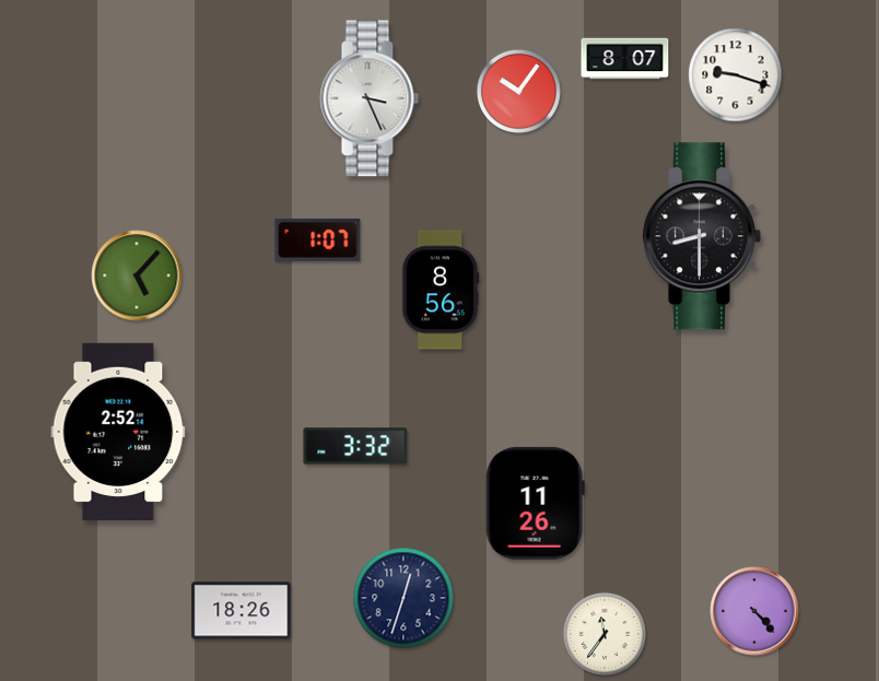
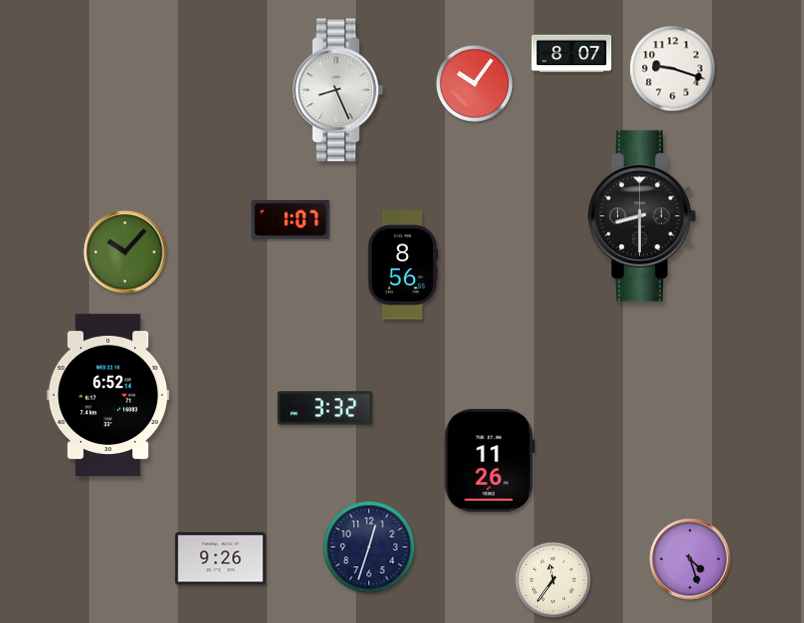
clock at (370, 98): 3:26 -> 8:26
clock at (137, 275): 5:07 -> 10:07
clock at (118, 431): 2:52 -> 6:52
clock at (242, 611): 18:26 -> 9:26
clock at (754, 611): 4:23 -> 4:27
